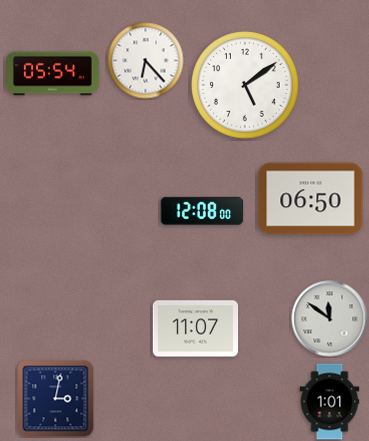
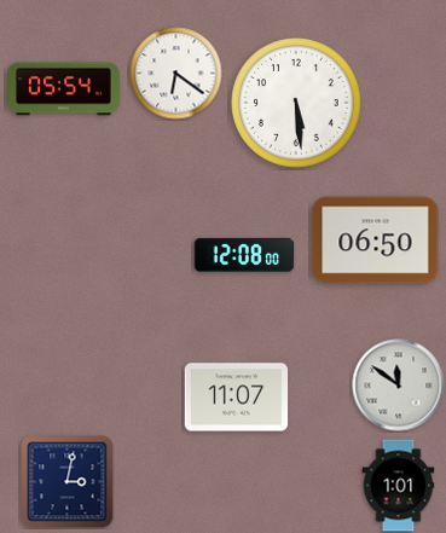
clock at (146, 61): 6:23 -> 6:21
clock at (245, 85): 5:09 -> 5:29
